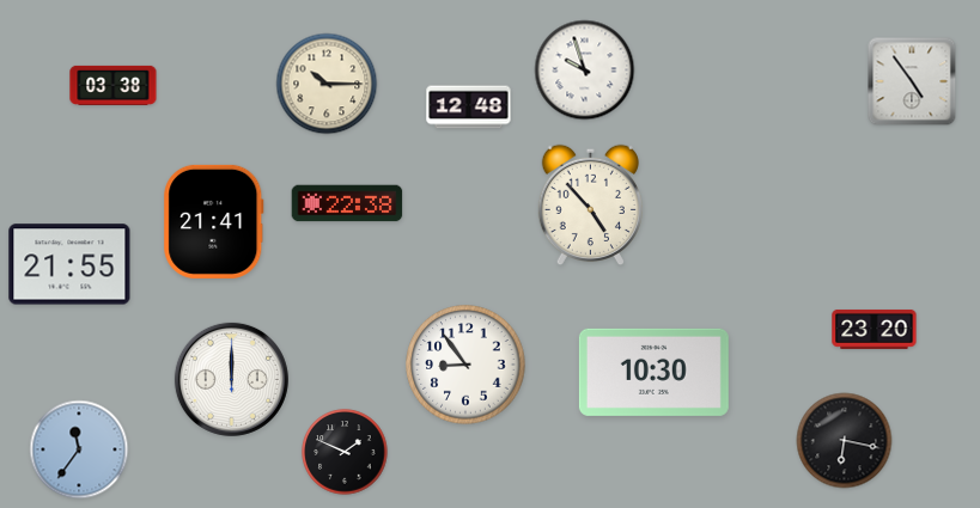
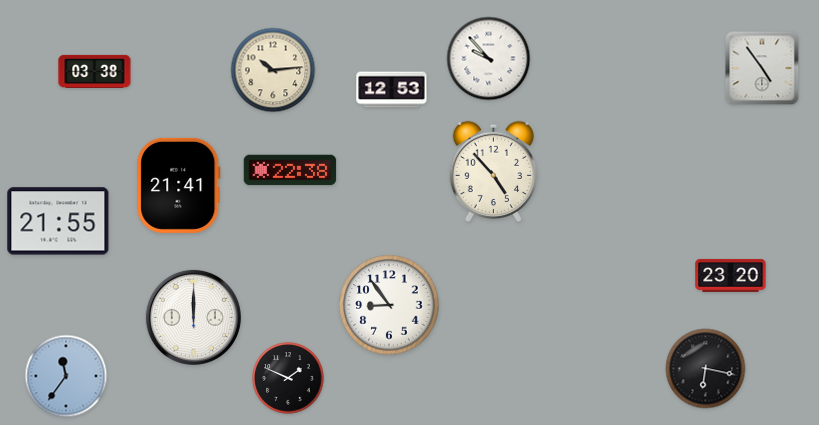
clock at (585, 71): 9:57 -> 9:53
clock at (327, 84): 10:15 -> 10:14
clock at (469, 108): 12:48 -> 12:53
clock at (653, 372): 10:30 -> none
